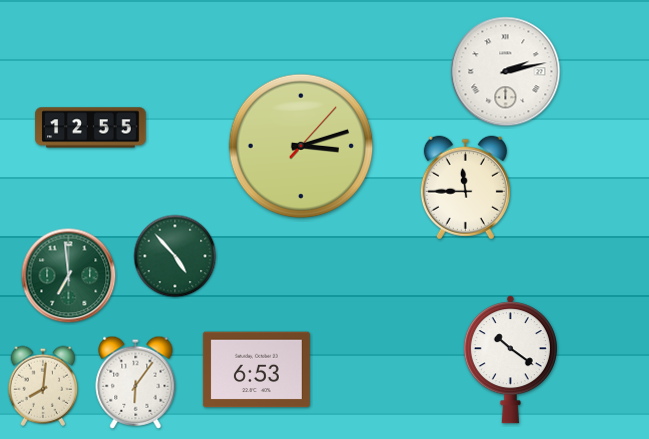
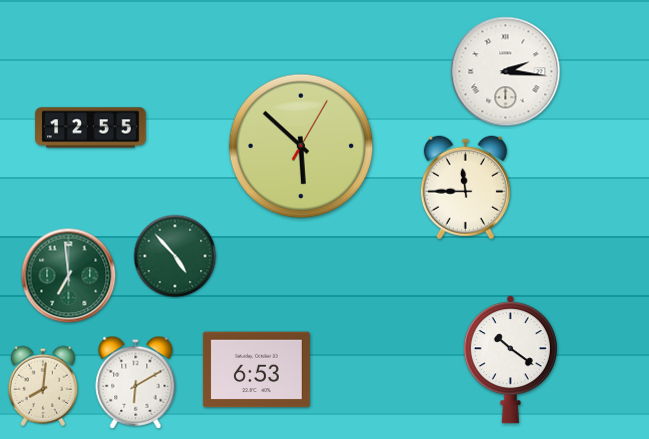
clock at (506, 72): 2:13 -> 2:16
clock at (301, 146): 3:12 -> 5:52
clock at (136, 382): 6:06 -> 6:10
